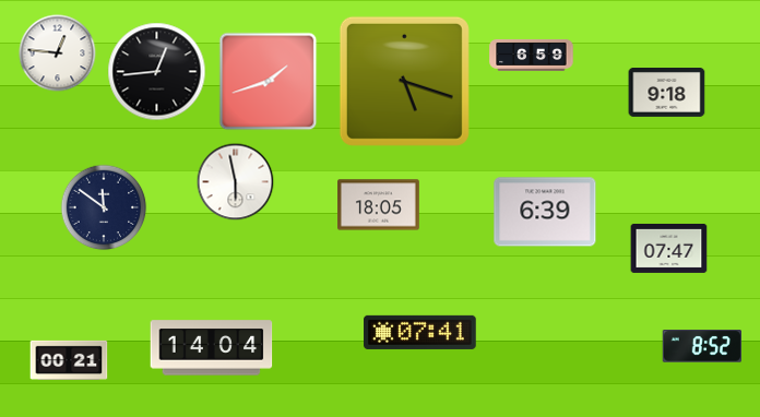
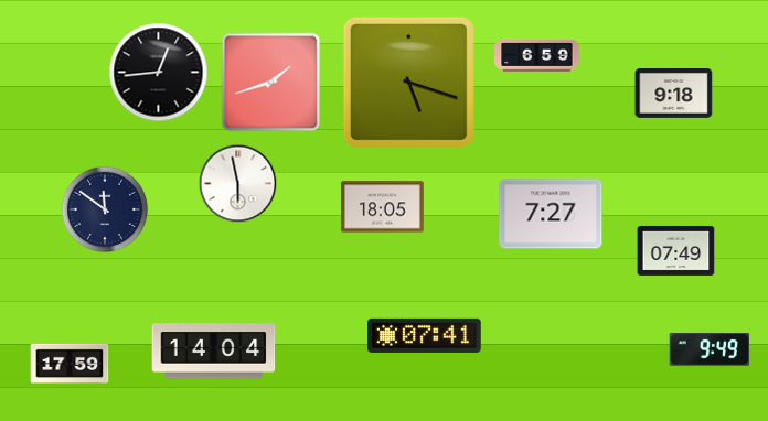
clock at (58, 53): 12:46 -> none
clock at (545, 212): 6:39 -> 7:27
clock at (669, 248): 07:47 -> 07:49
clock at (701, 346): 8:52 -> 9:49
clock at (69, 360): 00:21 -> 17:59
